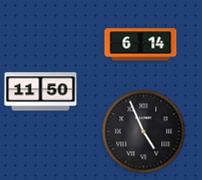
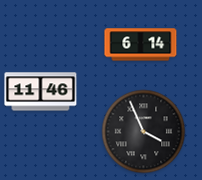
clock at (41, 92): 11:50 -> 11:46
clock at (144, 132): 4:56 -> 3:56
